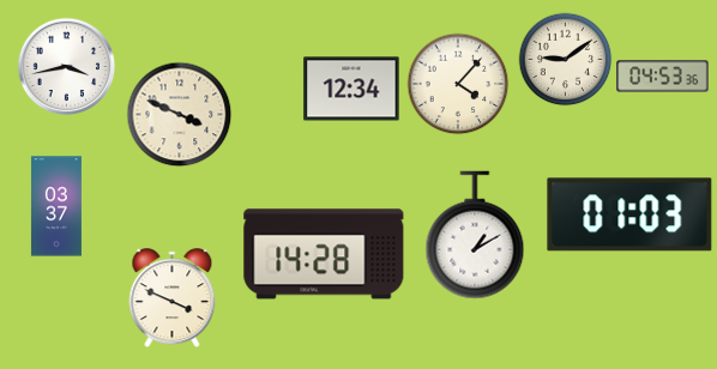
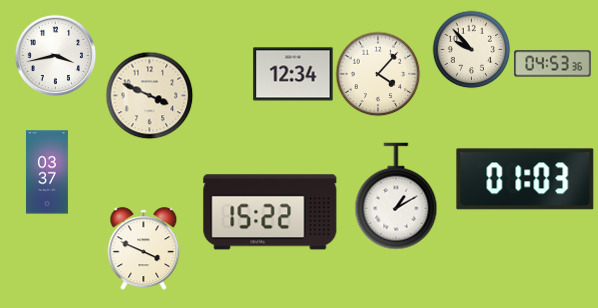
clock at (565, 59): 9:09 -> 9:53
clock at (458, 84) position: (458, 84) -> (378, 74)
clock at (324, 254): 14:28 -> 15:22
